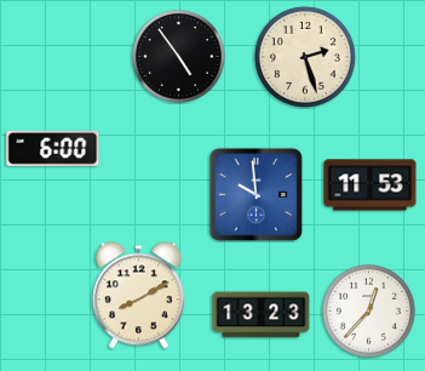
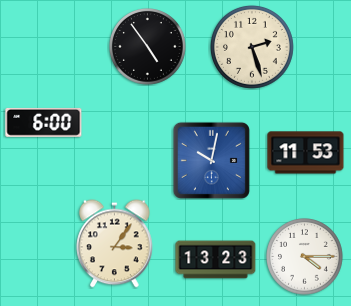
clock at (255, 194): 9:59 -> 10:02
clock at (139, 296): 8:10 -> 3:06
clock at (369, 312): 12:37 -> 4:15
